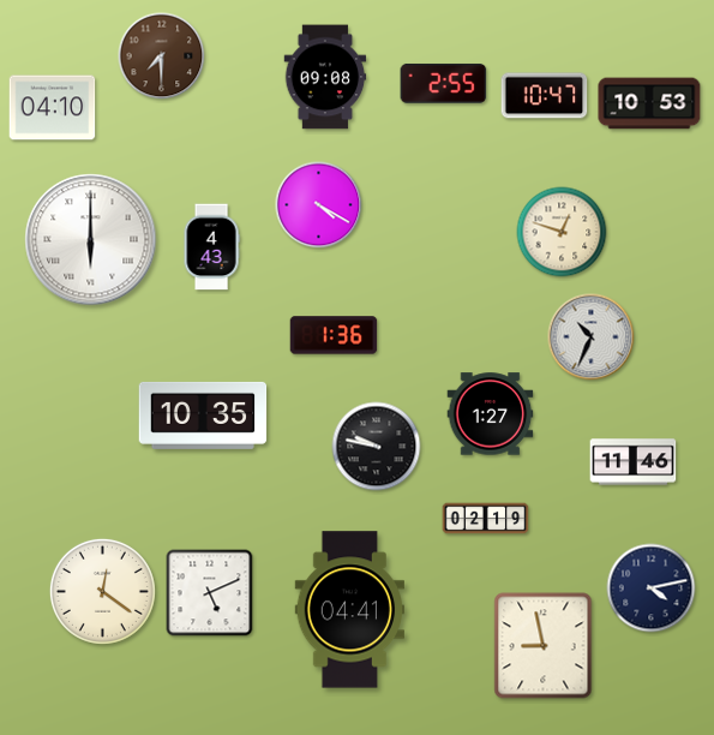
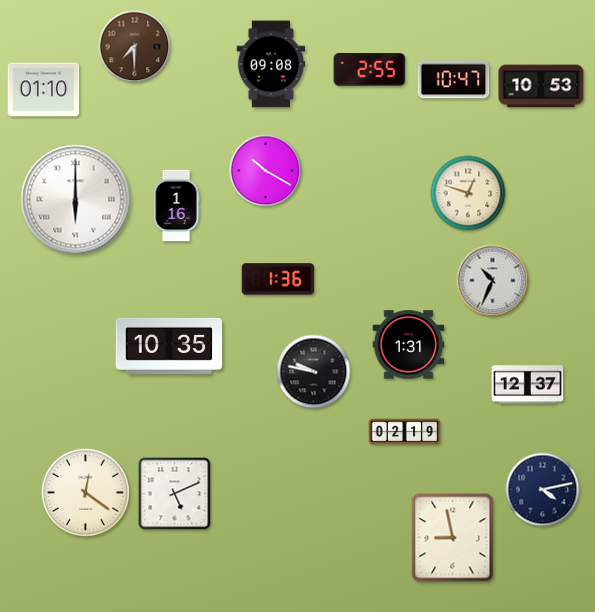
clock at (53, 108): 04:10 -> 01:10
clock at (319, 205): 4:20 -> 10:20
clock at (211, 247): 4:43 -> 1:16
clock at (491, 414): 1:27 -> 1:31
clock at (634, 462): 11:46 -> 12:37
clock at (349, 610): 04:41 -> none
